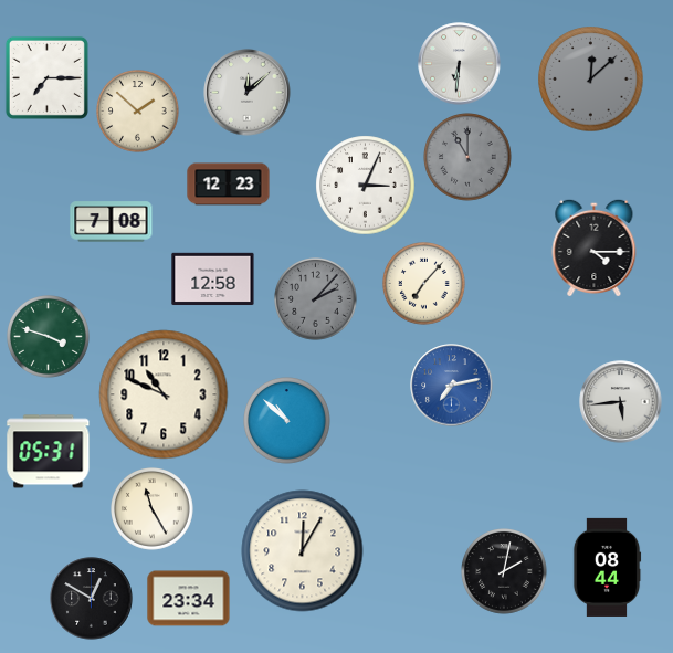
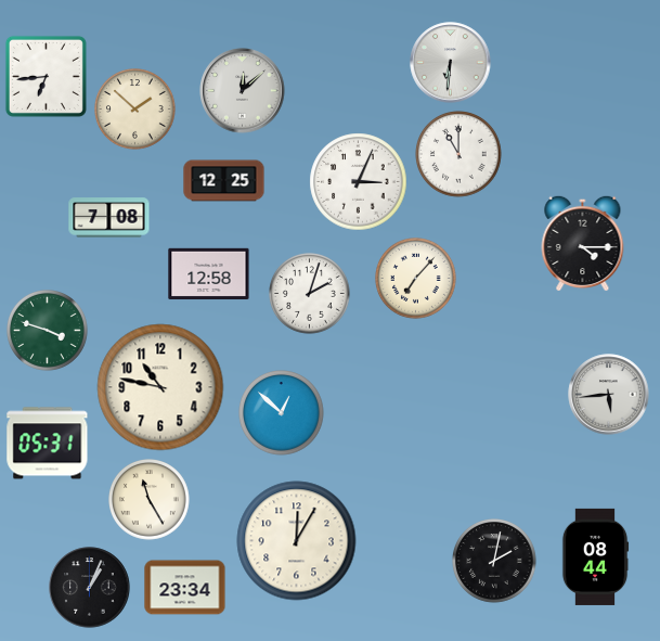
clock at (46, 77): 7:15 -> 6:44
clock at (591, 80): 12:08 -> none
clock at (467, 157) dial: grey -> white
clock at (229, 185): 12:23 -> 12:25
clock at (316, 299): 2:07 -> 2:03
clock at (316, 299) dial: grey -> white
clock at (452, 386): 7:13 -> none
clock at (164, 394): 10:49 -> 10:47
clock at (287, 421): 10:52 -> 12:52
clock at (92, 599): 12:50 -> 1:04
